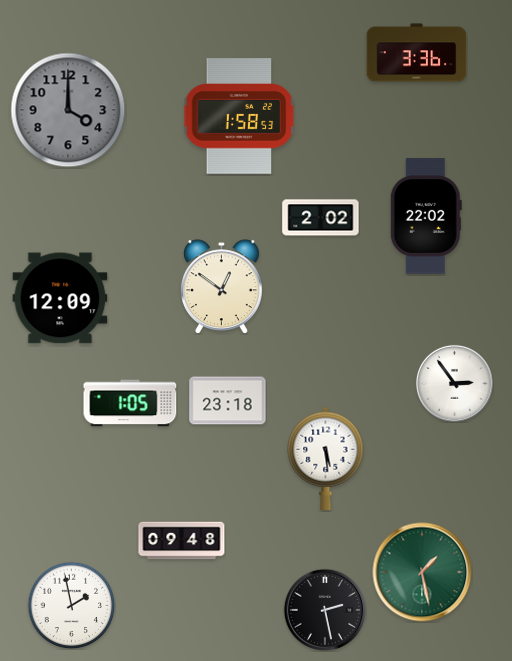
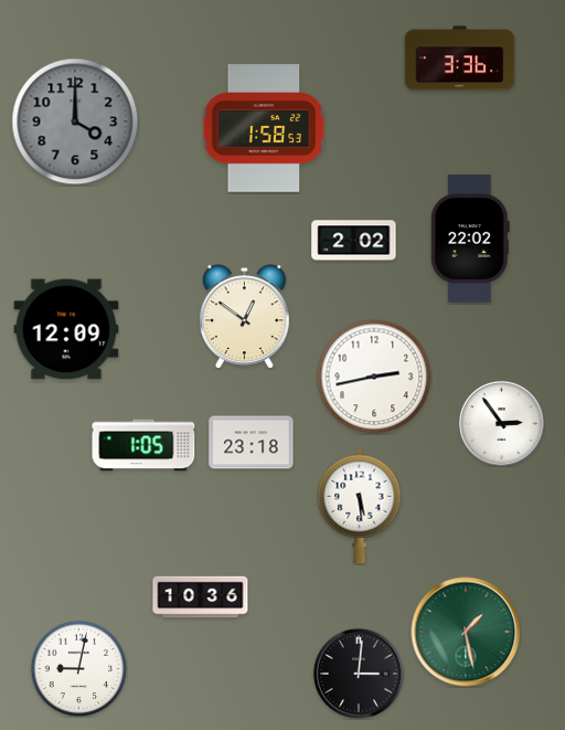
clock at (374, 377): none -> 2:43
clock at (182, 541): 09:48 -> 10:36
clock at (71, 605): 1:58 -> 9:02
clock at (325, 610): 2:28 -> 3:01
